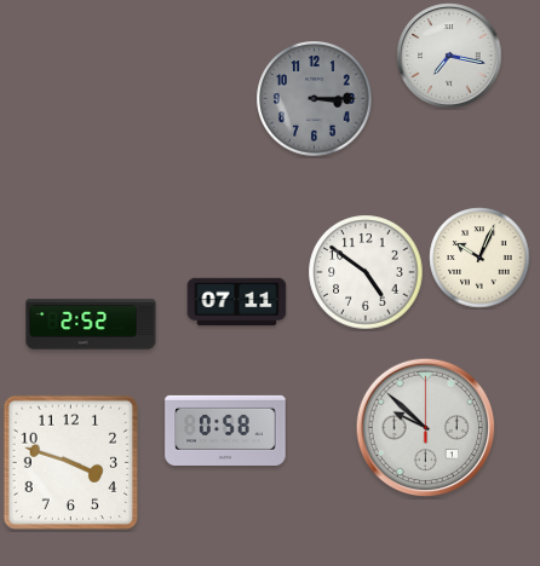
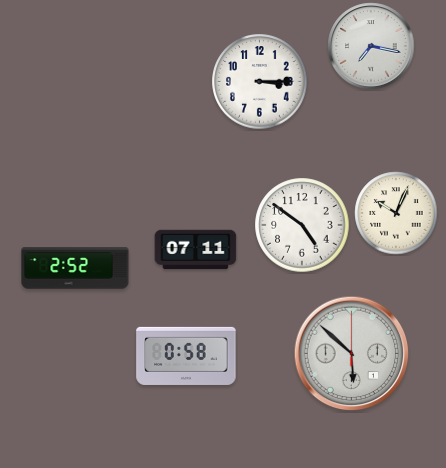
clock at (315, 99) dial: grey -> white
clock at (426, 428): 9:52 -> 5:52
clock at (70, 462): 3:48 -> none
